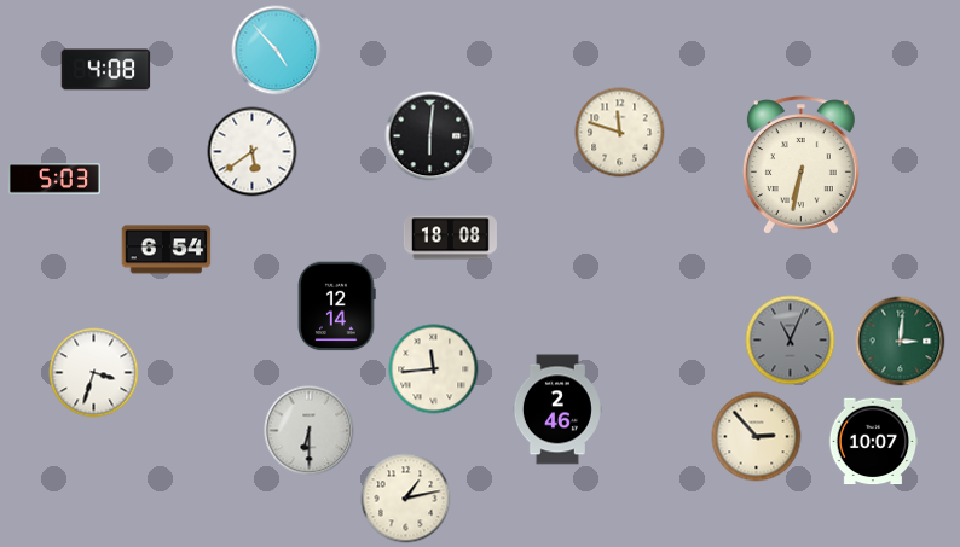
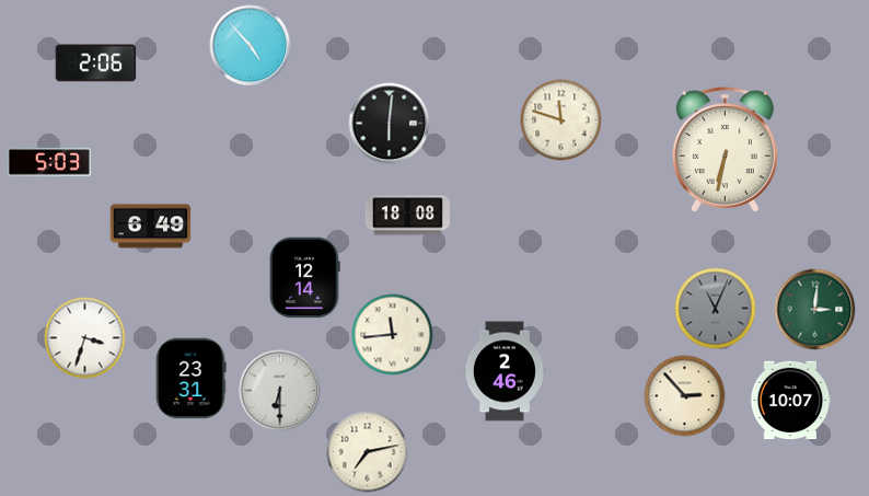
clock at (106, 70): 4:08 -> 2:06
clock at (253, 152): 5:39 -> none
clock at (167, 250): 6:54 -> 6:49
clock at (190, 379): none -> 23:31
clock at (406, 499): 1:13 -> 7:13
